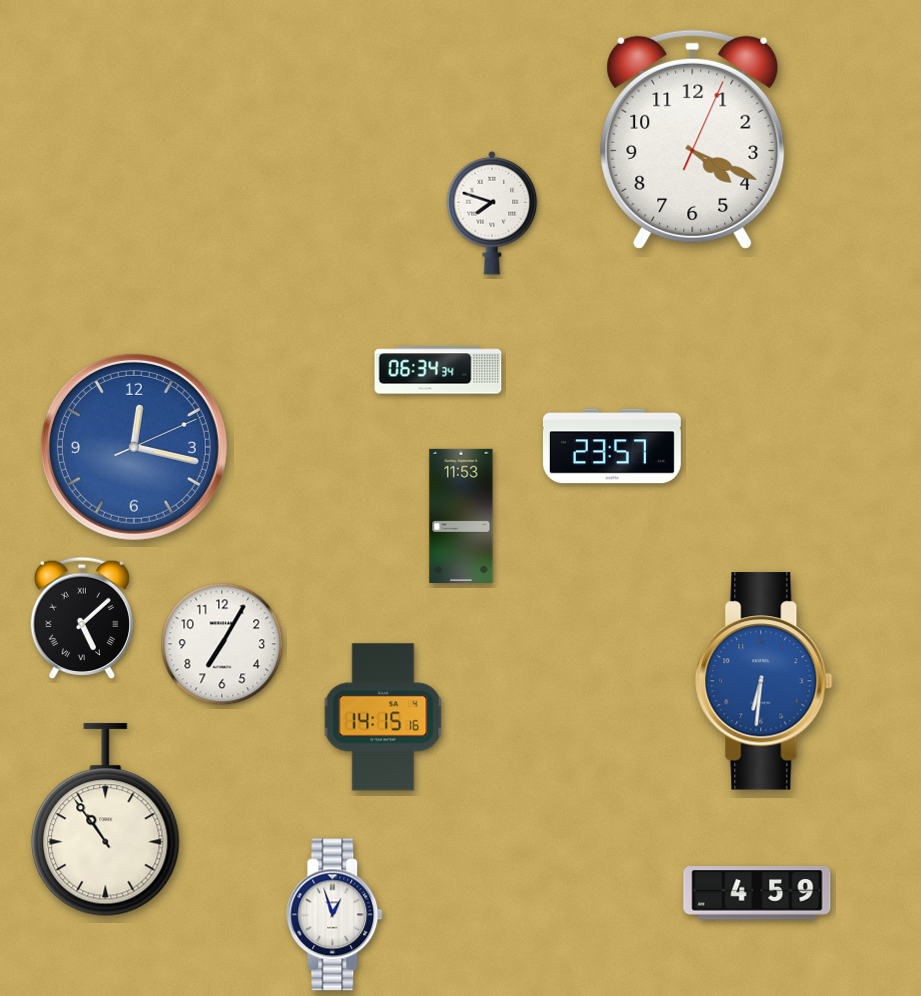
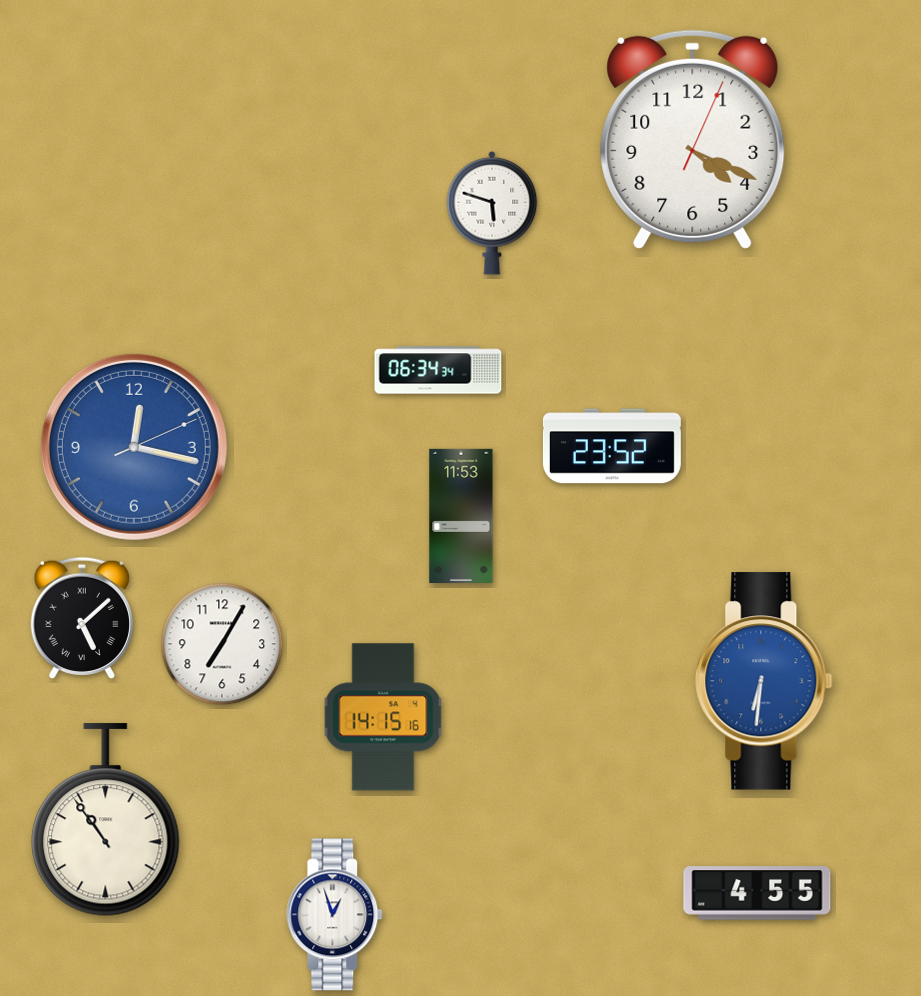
clock at (492, 213): 7:48 -> 5:48
clock at (612, 446): 23:57 -> 23:52
clock at (757, 893): 4:59 -> 4:55
